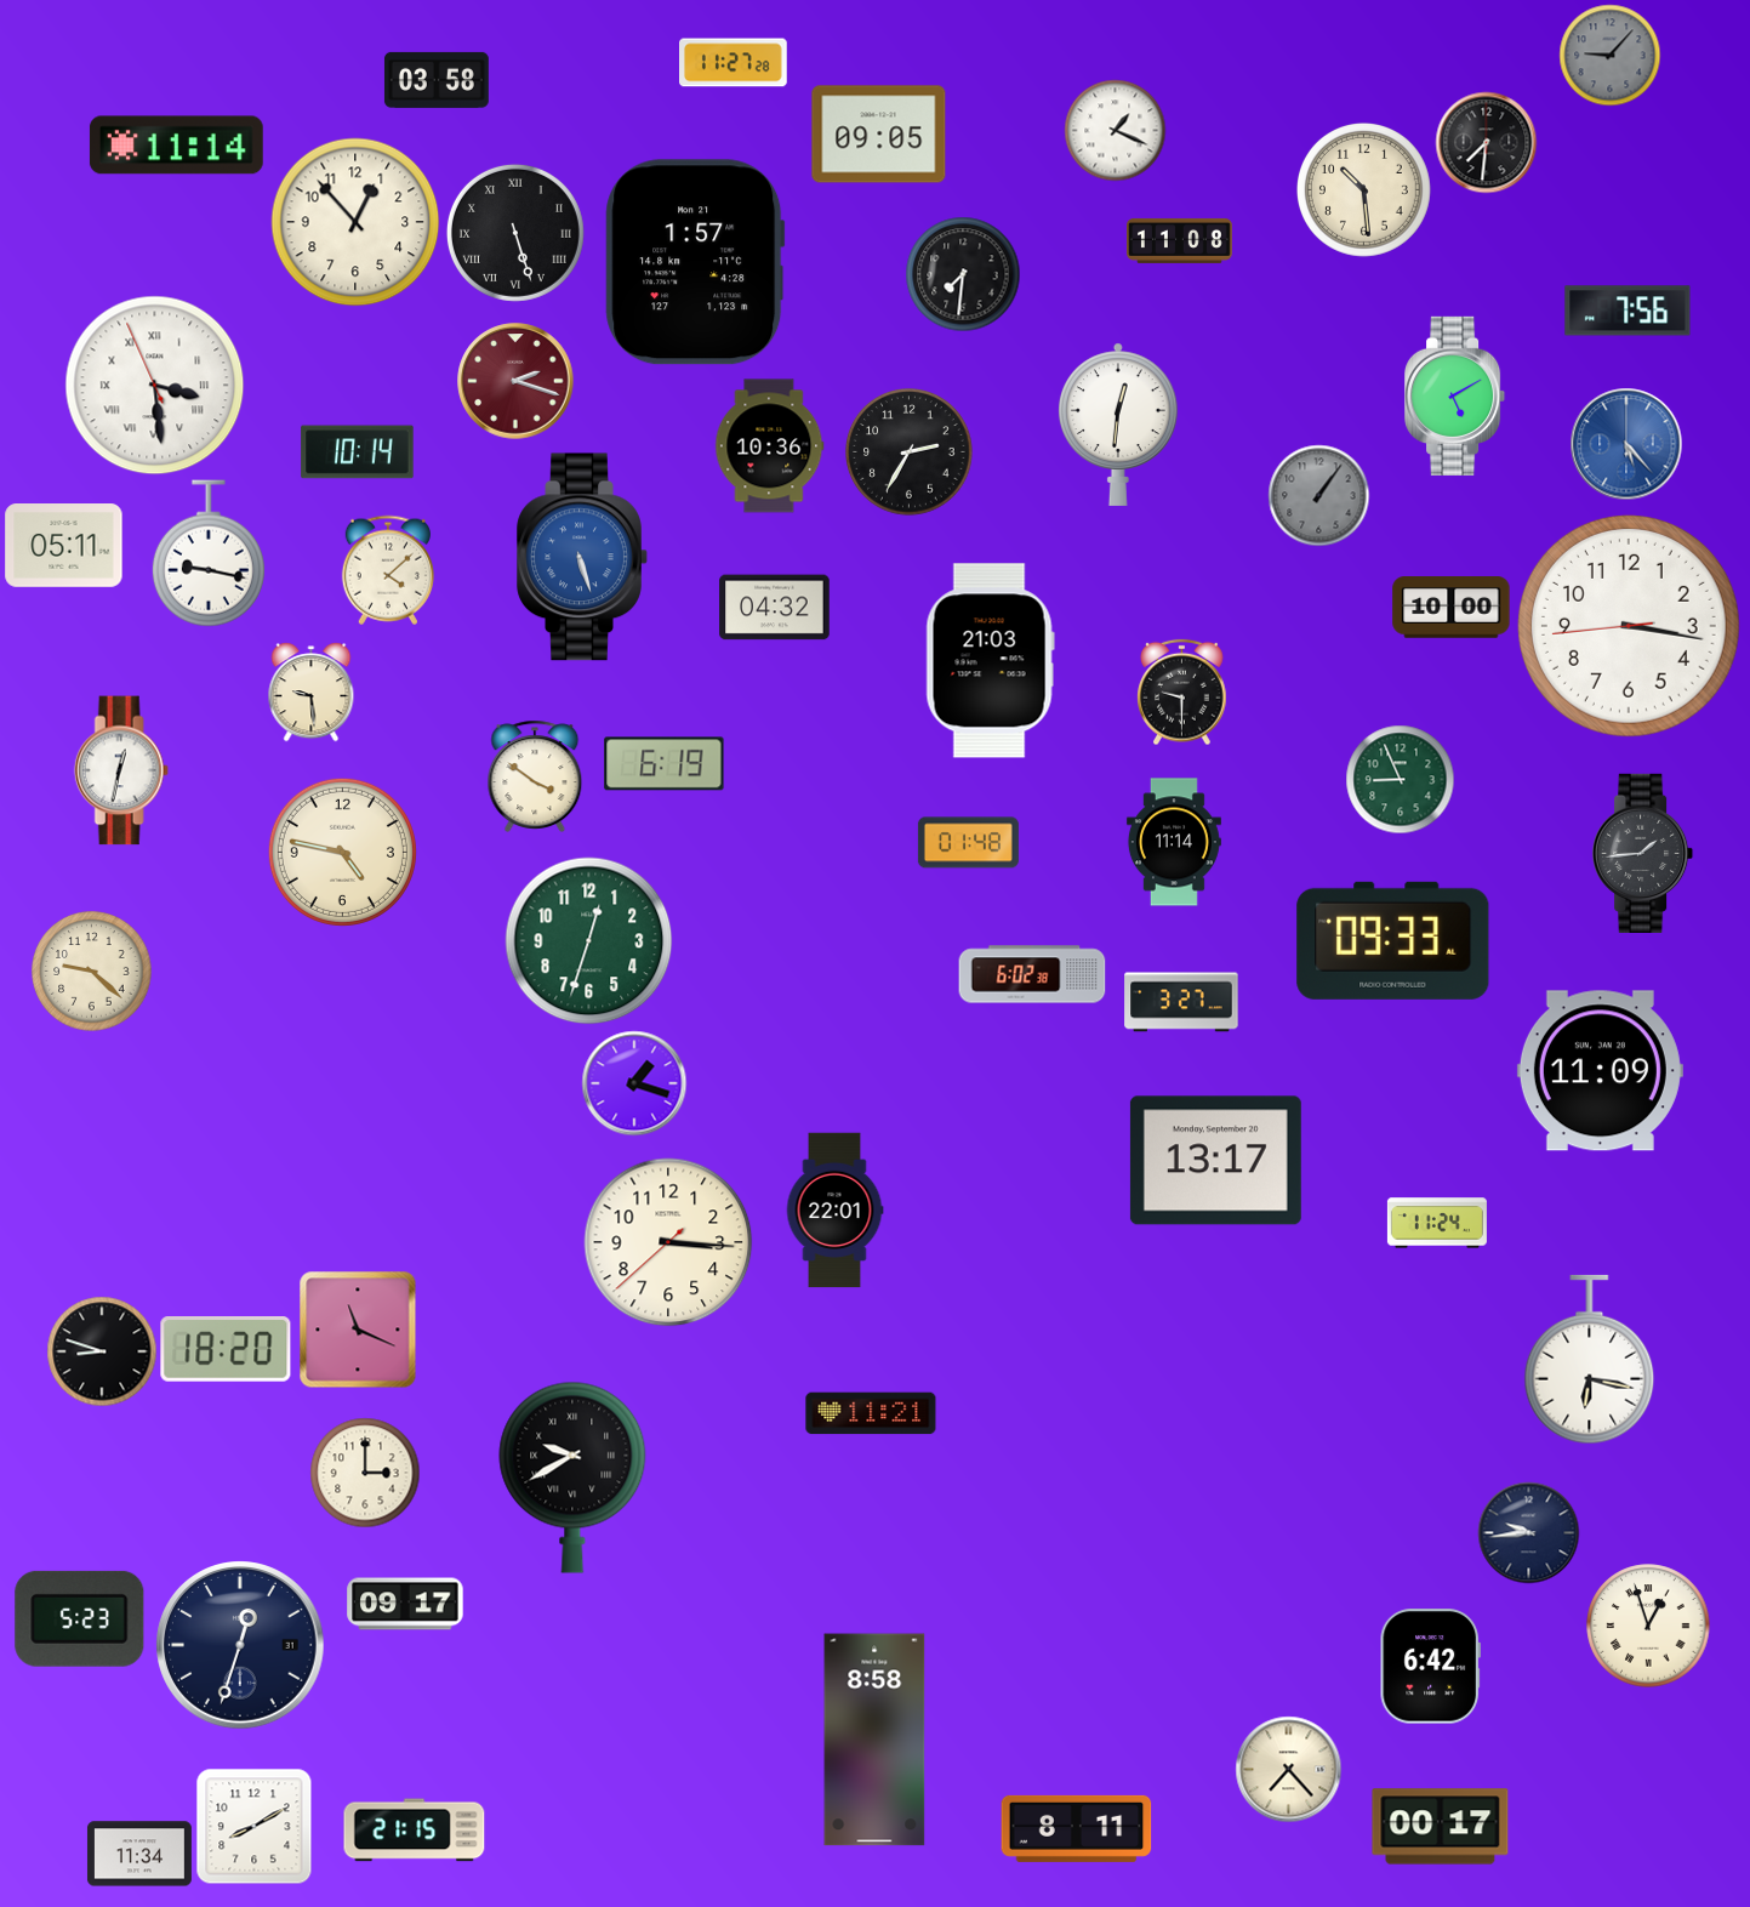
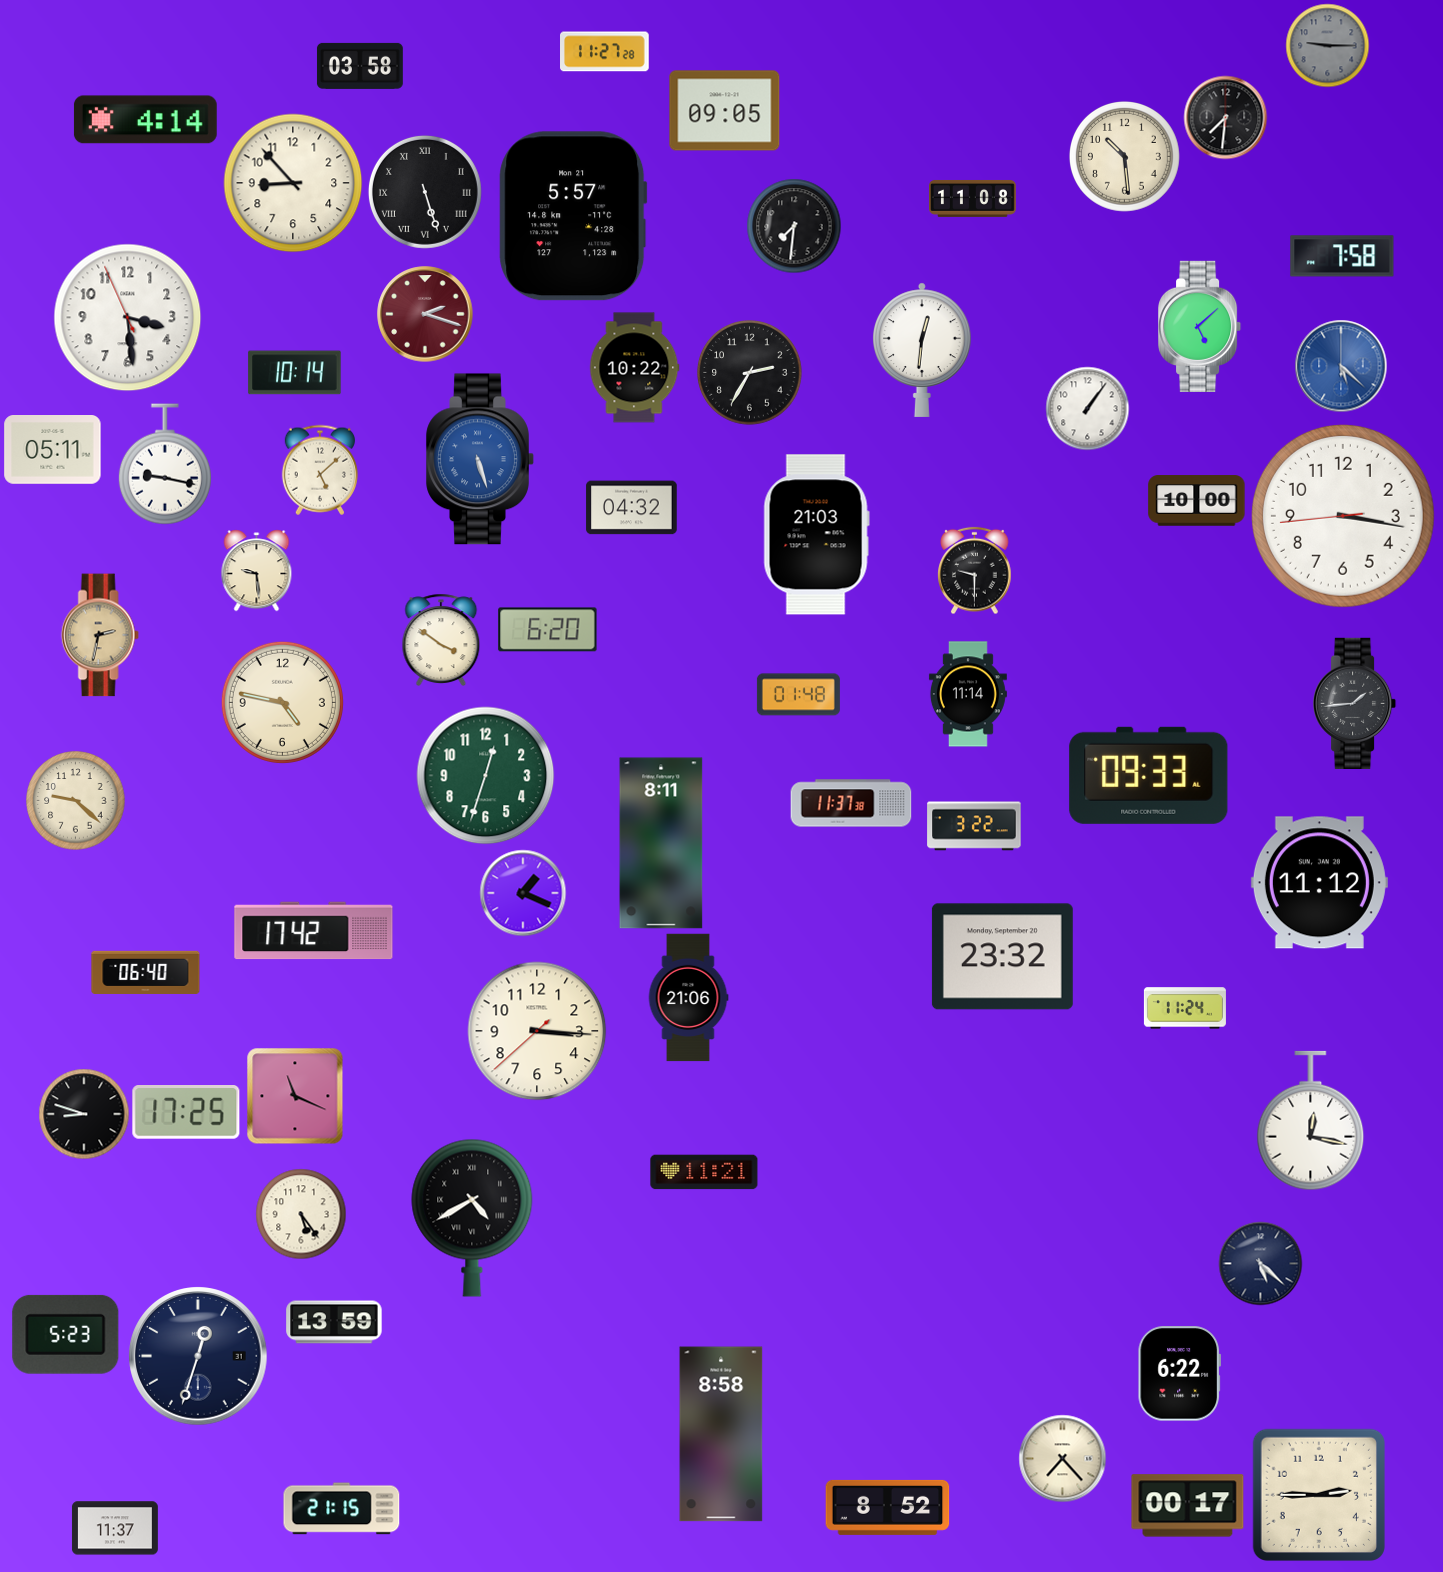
clock at (1609, 55): 9:07 -> 9:15
clock at (1115, 130): 1:19 -> none
clock at (176, 146): 11:14 -> 4:14
clock at (355, 222): 12:53 -> 8:53
clock at (695, 262): 1:57 -> 5:57
clock at (1628, 311): 7:56 -> 7:58
clock at (155, 386) numerals: Roman -> Arabic
clock at (1455, 395): 5:10 -> 5:08
clock at (1626, 444): 5:23 -> 5:22
clock at (770, 446): 10:36 -> 10:22
clock at (1318, 495) dial: grey -> white
clock at (209, 553) position: (209, 553) -> (165, 464)
clock at (388, 570): 4:08 -> 5:08
clock at (775, 608) position: (775, 608) -> (632, 508)
clock at (990, 661) position: (990, 661) -> (816, 535)
clock at (665, 764): 6:19 -> 6:20
clock at (121, 770): 12:32 -> 2:32
clock at (121, 770) dial: white -> champagne
clock at (1400, 779): 8:56 -> none
clock at (1032, 974): 6:02 -> 11:37
clock at (1181, 1002): 3:27 -> 3:22
clock at (661, 843): none -> 8:11
clock at (1600, 1071): 11:09 -> 11:12
clock at (634, 1083): 1:18 -> 1:19
clock at (314, 931): none -> 17:42
clock at (1215, 1161): 13:17 -> 23:32
clock at (146, 972): none -> 06:40
clock at (834, 1211): 22:01 -> 21:06
clock at (668, 1242) position: (668, 1242) -> (537, 1031)
clock at (226, 1350): 18:20 -> 17:25
clock at (1590, 1360): 6:17 -> 12:17
clock at (871, 1413) position: (871, 1413) -> (704, 1172)
clock at (365, 1473): 3:00 -> 5:24
clock at (572, 1478): 9:40 -> 4:40
clock at (1528, 1532): 9:44 -> 5:22
clock at (405, 1604): 09:17 -> 13:59
clock at (1648, 1626): 12:57 -> none
clock at (1430, 1667): 6:42 -> 6:22
clock at (1319, 1495): none -> 2:45
clock at (253, 1826): 8:10 -> none
clock at (1077, 1828): 8:11 -> 8:52
clock at (139, 1854): 11:34 -> 11:37
